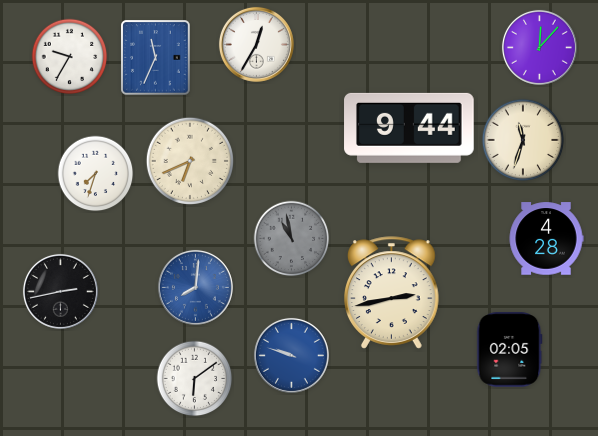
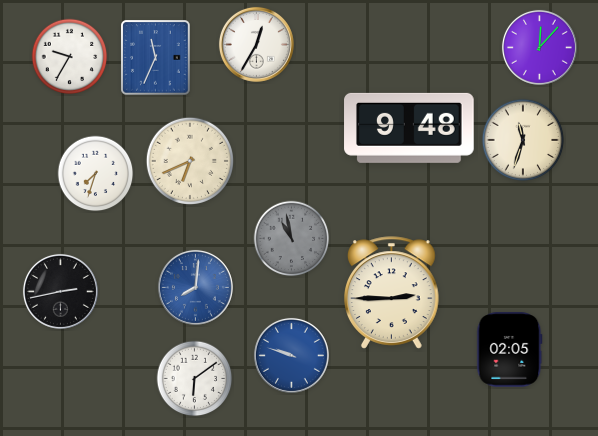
clock at (409, 128): 9:44 -> 9:48
clock at (546, 239): 4:28 -> none
clock at (392, 293): 2:43 -> 2:45
